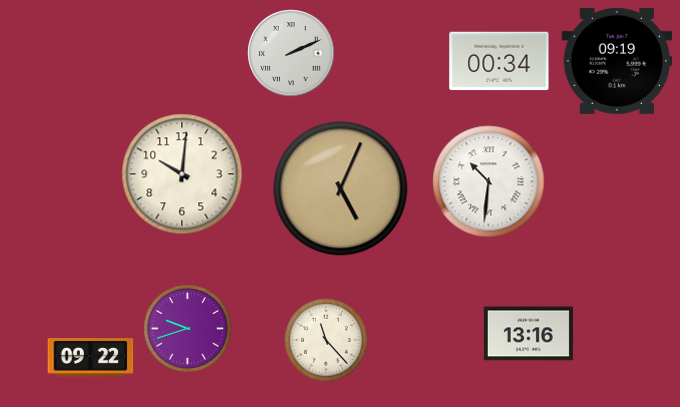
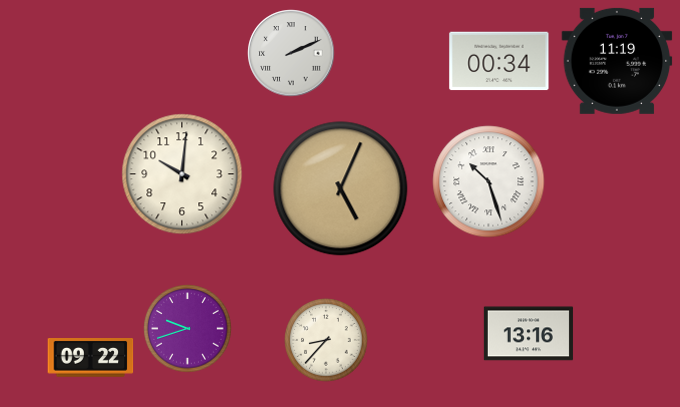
clock at (617, 61): 09:19 -> 11:19
clock at (489, 182): 10:31 -> 10:27
clock at (326, 340): 11:23 -> 8:37
